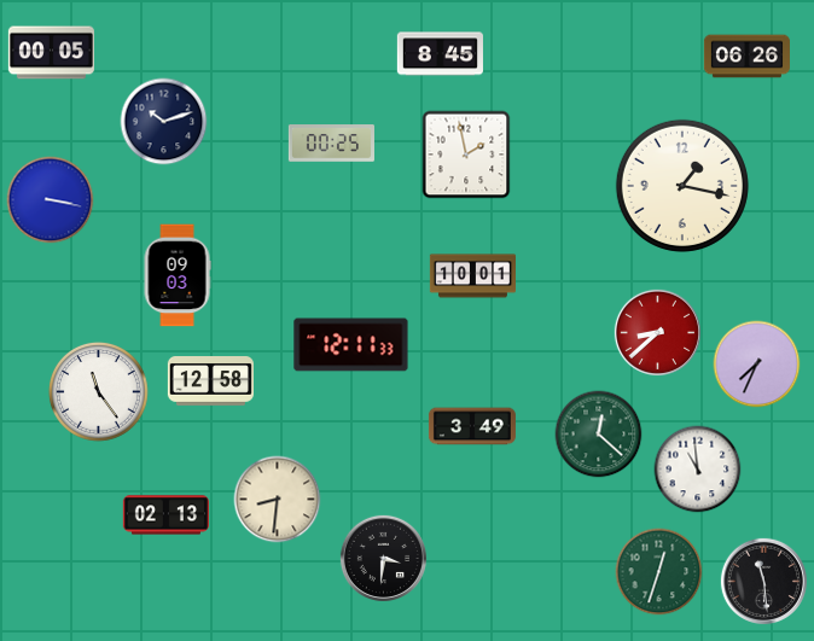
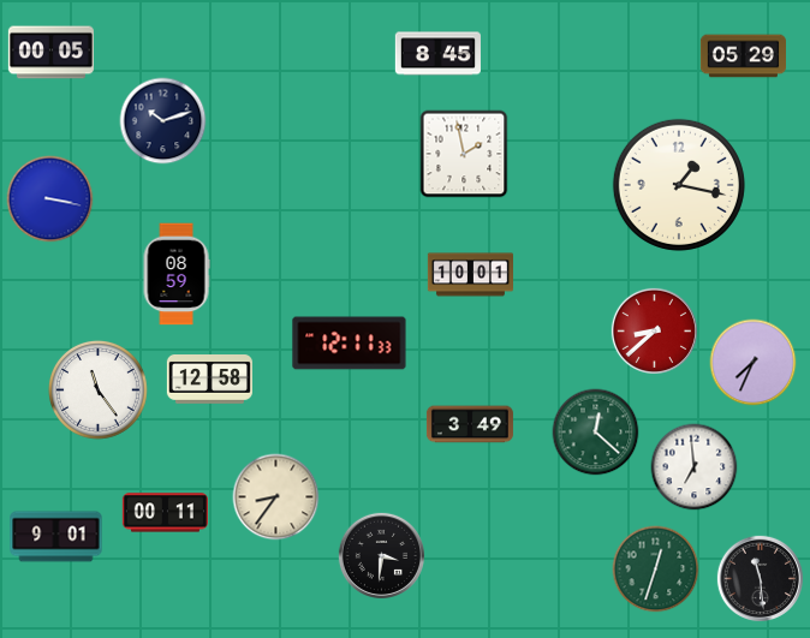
clock at (746, 57): 06:26 -> 05:29
clock at (331, 144): 00:25 -> none
clock at (178, 275): 09:03 -> 08:59
clock at (698, 470): 10:59 -> 6:59
clock at (278, 500): 8:31 -> 8:36
clock at (165, 515): 02:13 -> 00:11
clock at (56, 537): none -> 9:01
